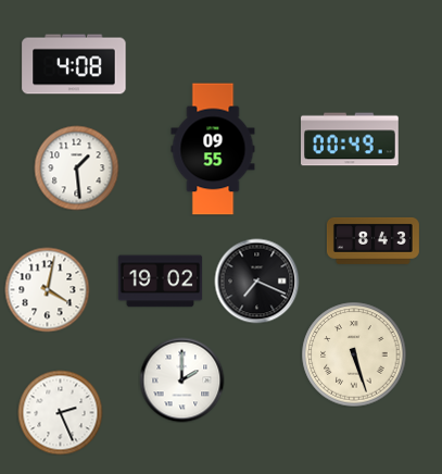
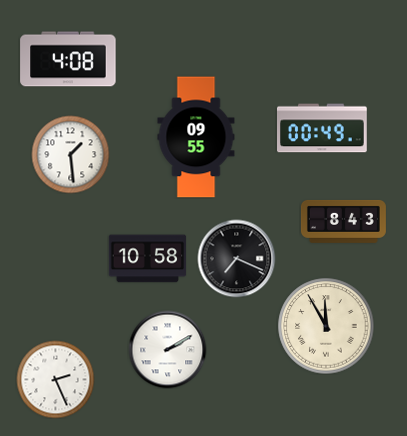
clock at (160, 282): 19:02 -> 10:58
clock at (47, 289): 4:02 -> none
clock at (354, 354): 5:27 -> 11:55
clock at (181, 379): 2:00 -> 2:10
